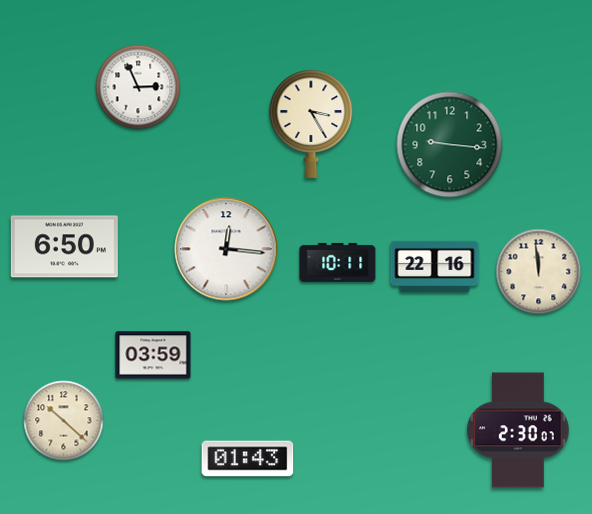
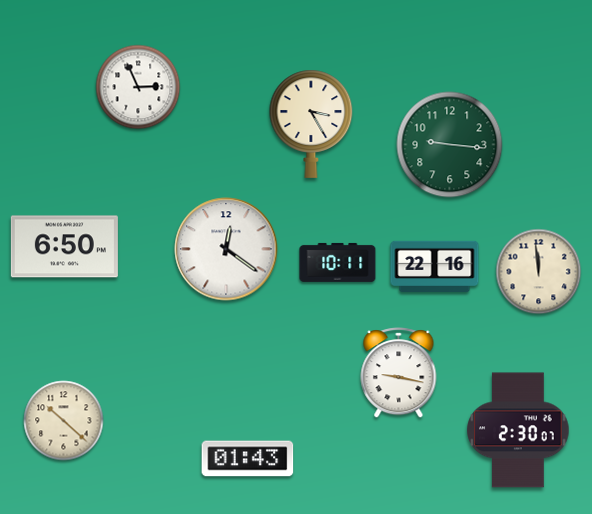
clock at (226, 249): 12:16 -> 12:21
clock at (153, 355): 03:59 -> none
clock at (399, 373): none -> 9:17
